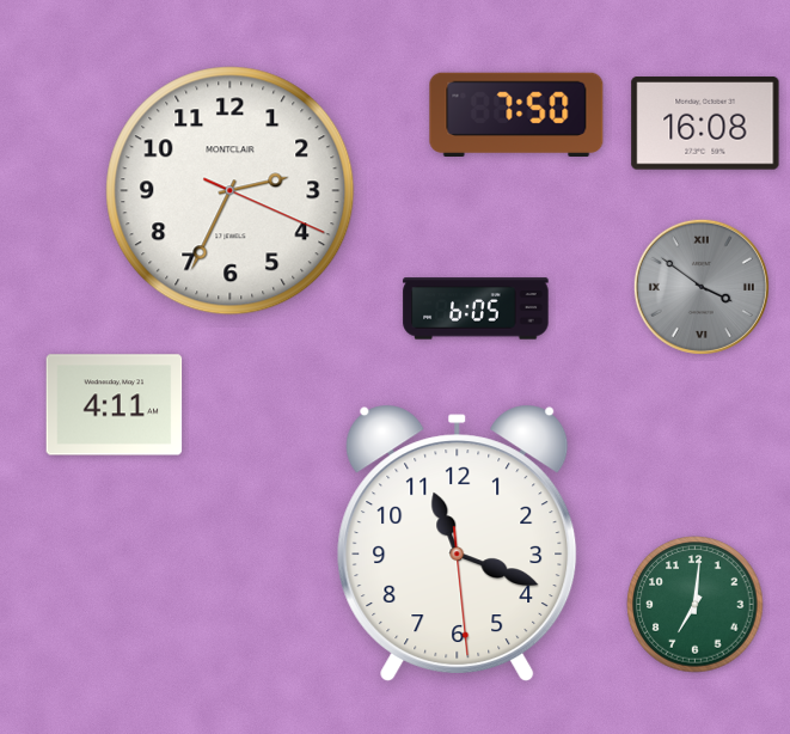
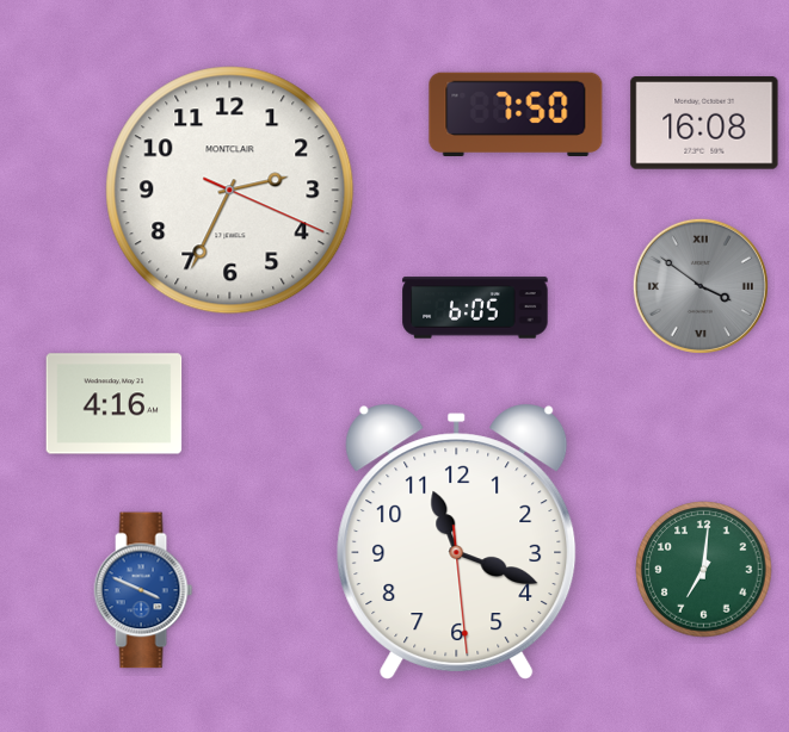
clock at (115, 405): 4:11 -> 4:16
clock at (143, 590): none -> 3:49
clock at (696, 605) position: (696, 605) -> (704, 570)
